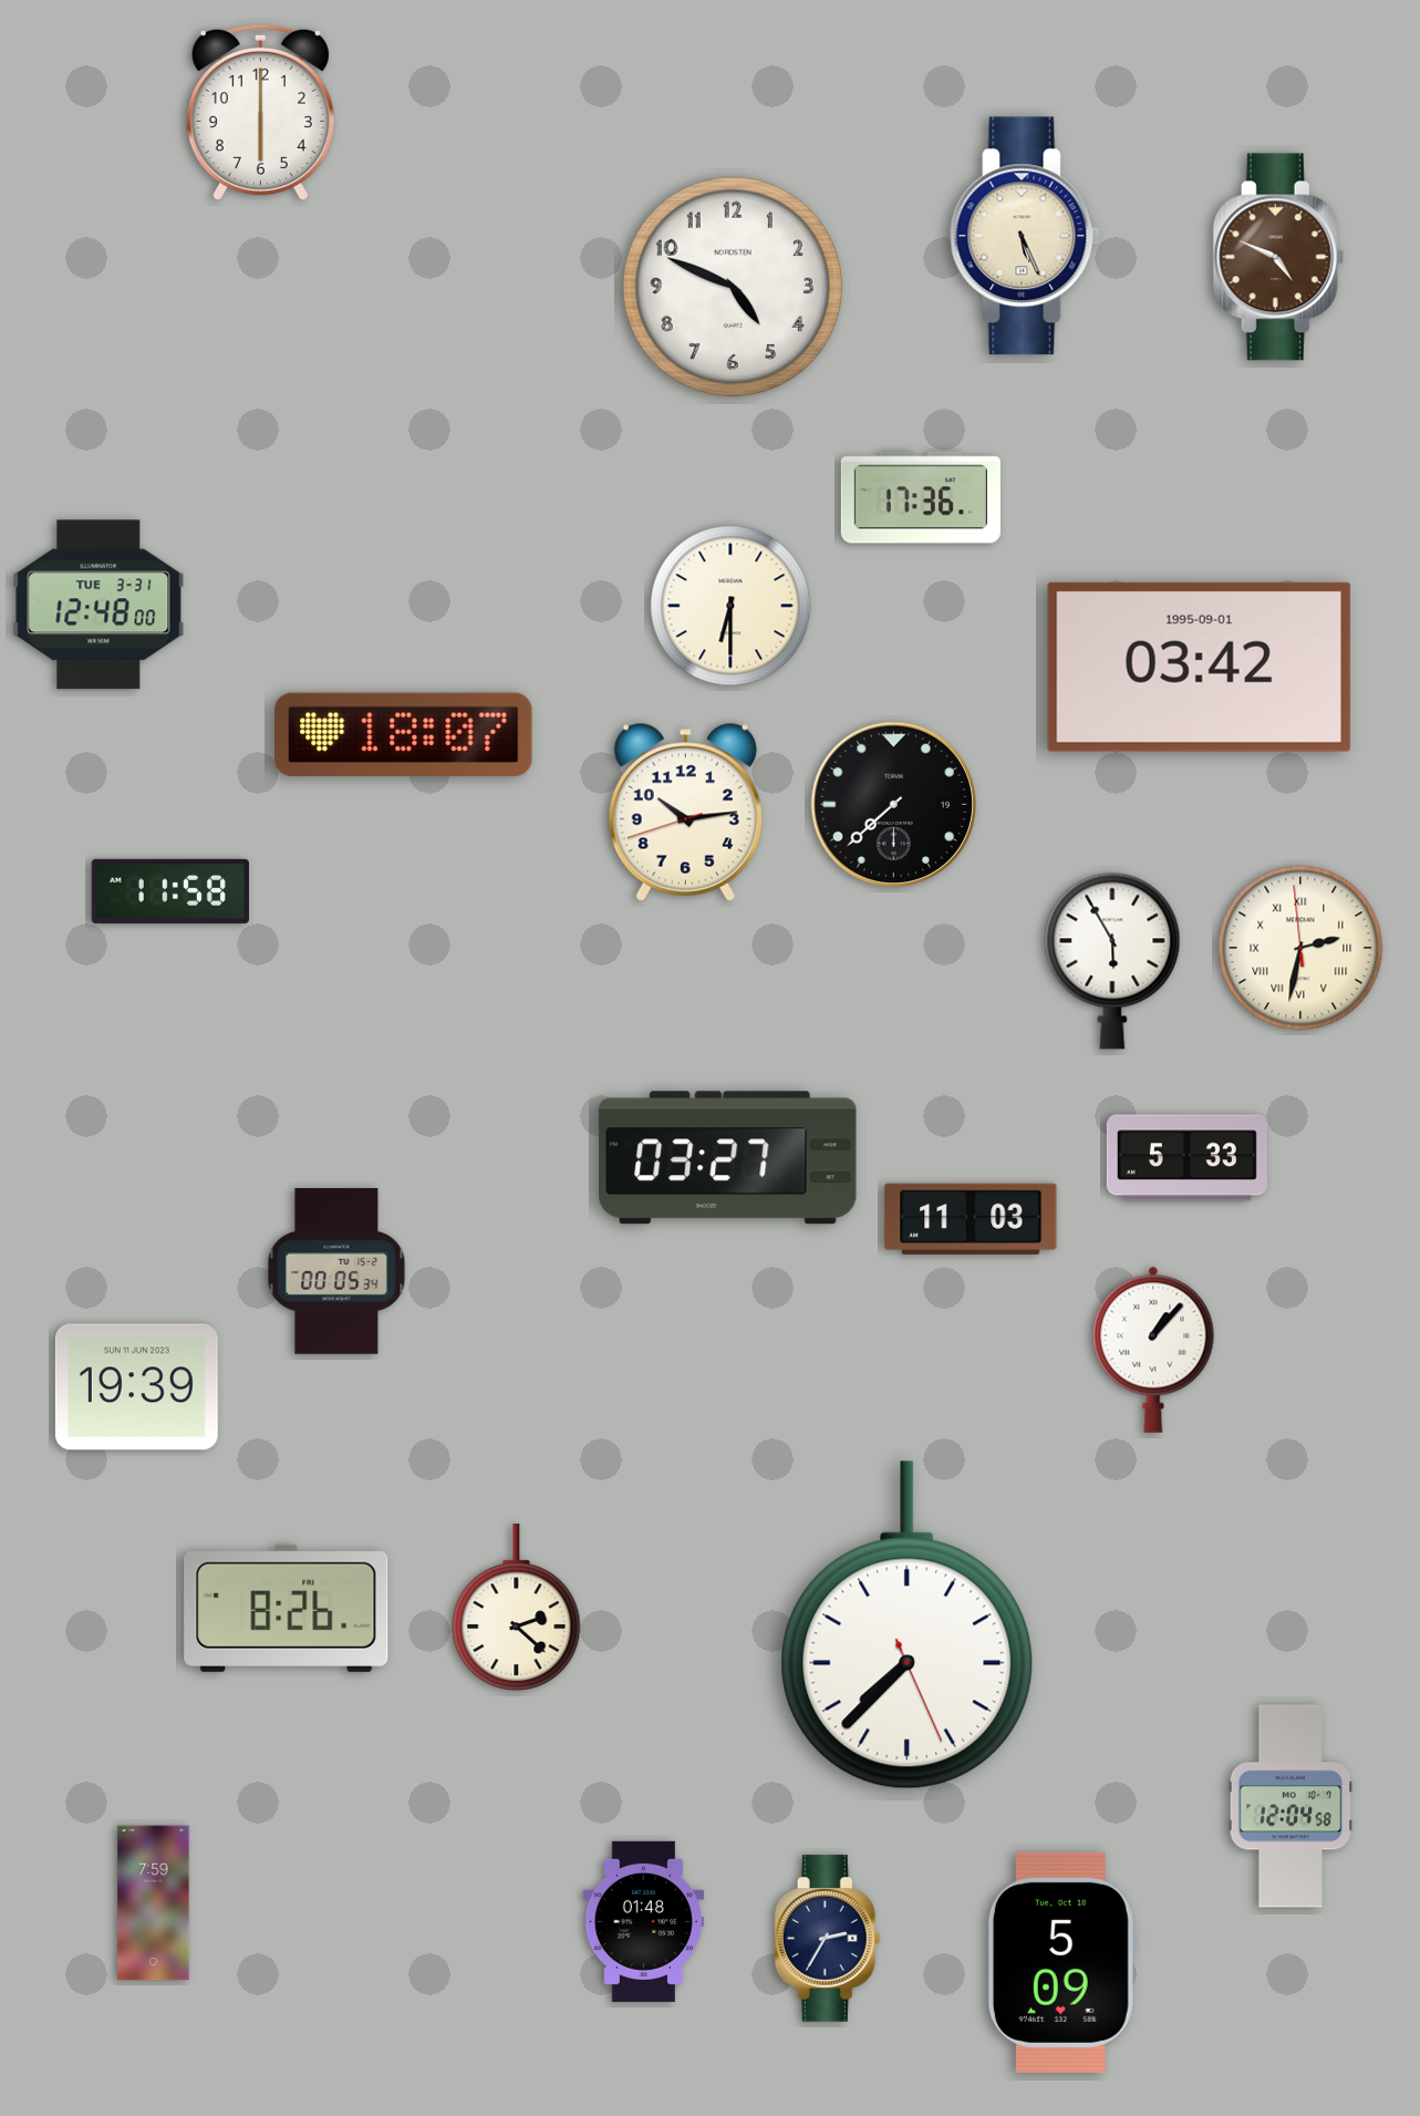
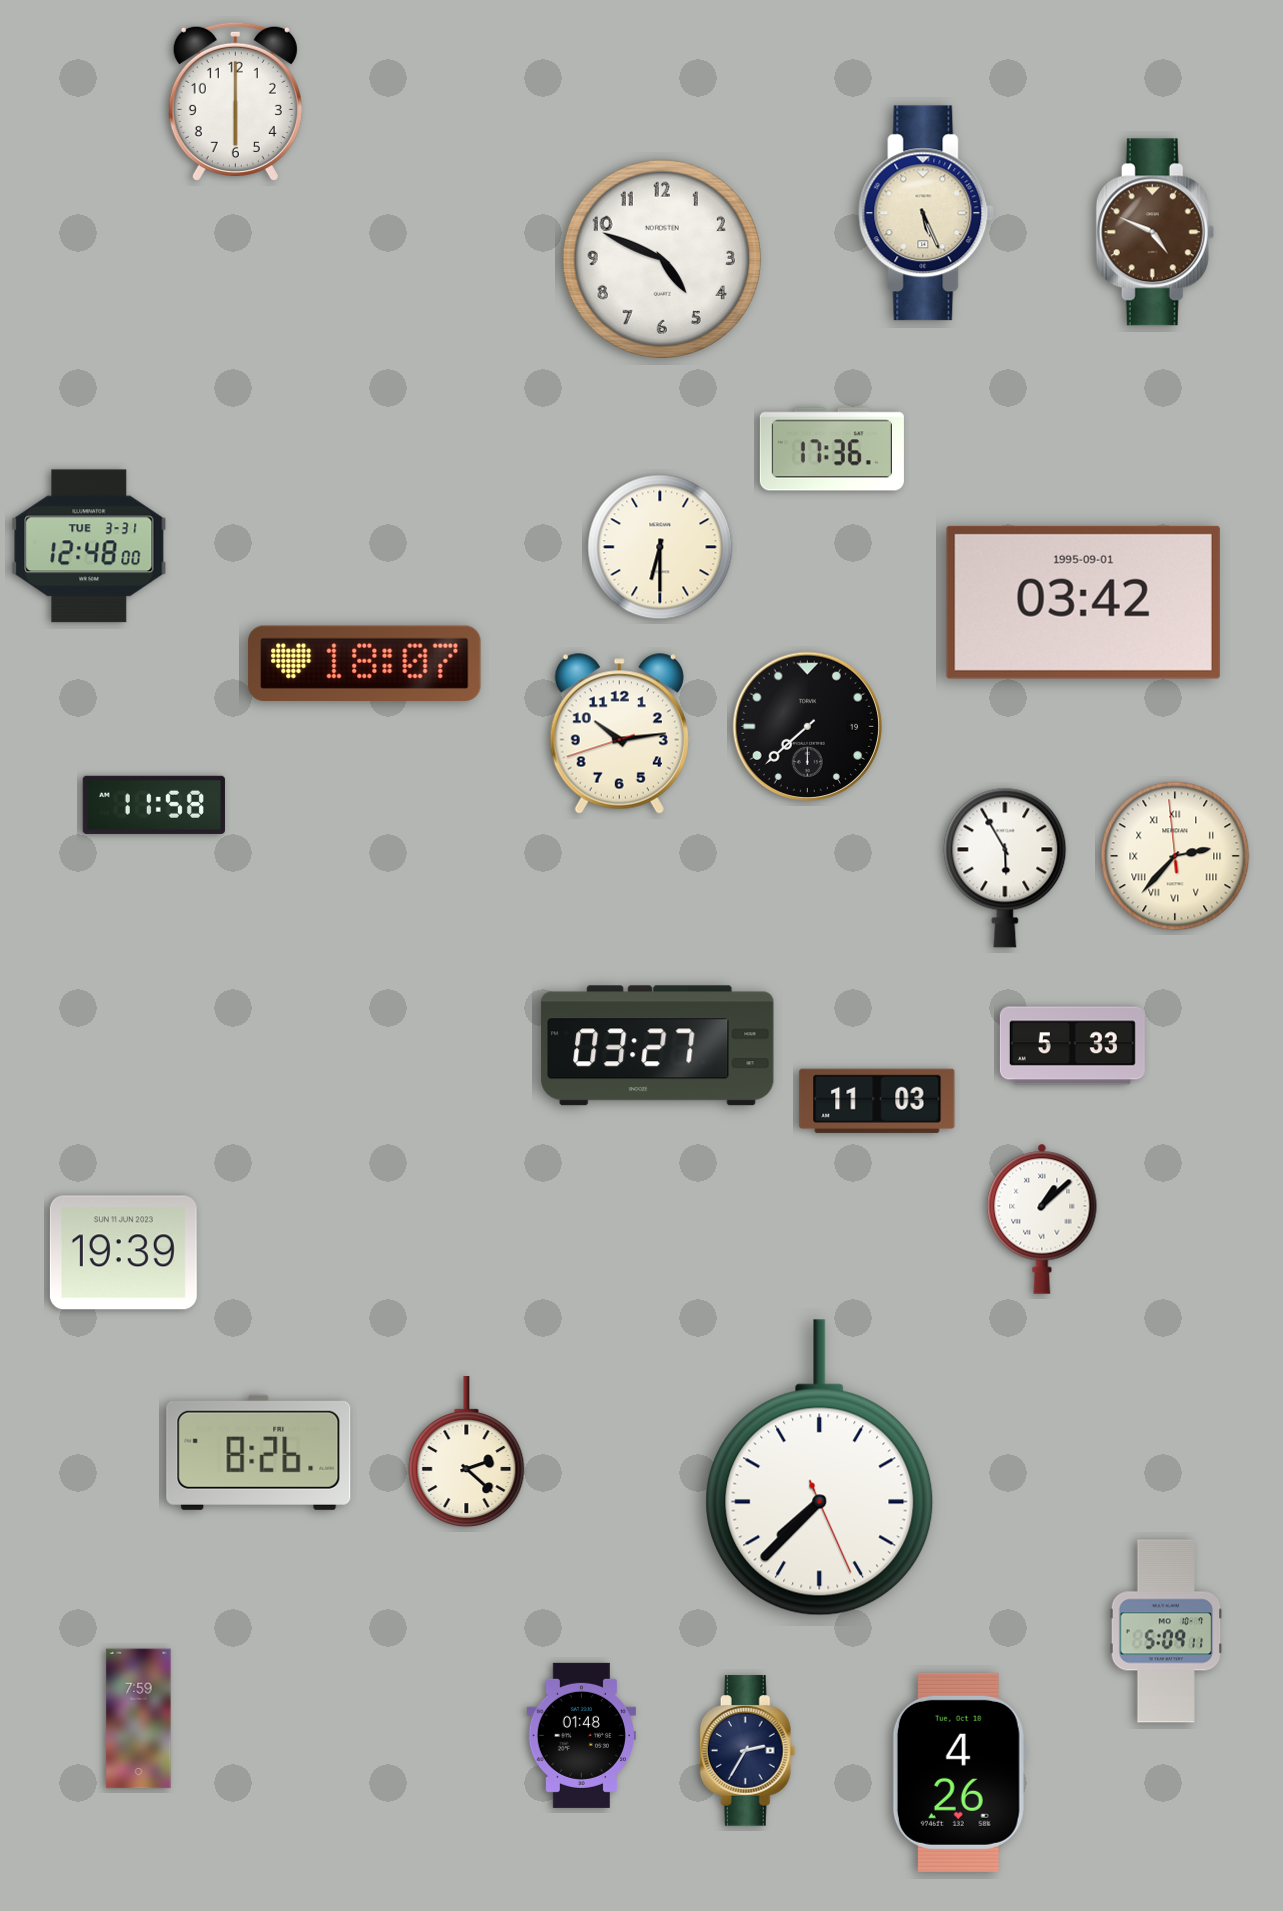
clock at (1300, 948): 2:31 -> 2:36
clock at (336, 1271): 00:05 -> none
clock at (1153, 1350): 1:07 -> 1:08
clock at (1291, 1806): 12:04 -> 5:09
clock at (1061, 1962): 5:09 -> 4:26
